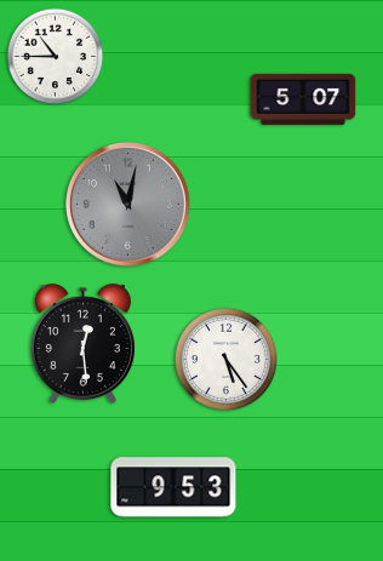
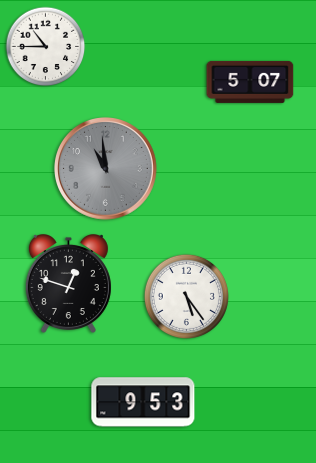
clock at (128, 205): 11:02 -> 10:59
clock at (82, 344): 12:29 -> 12:48
